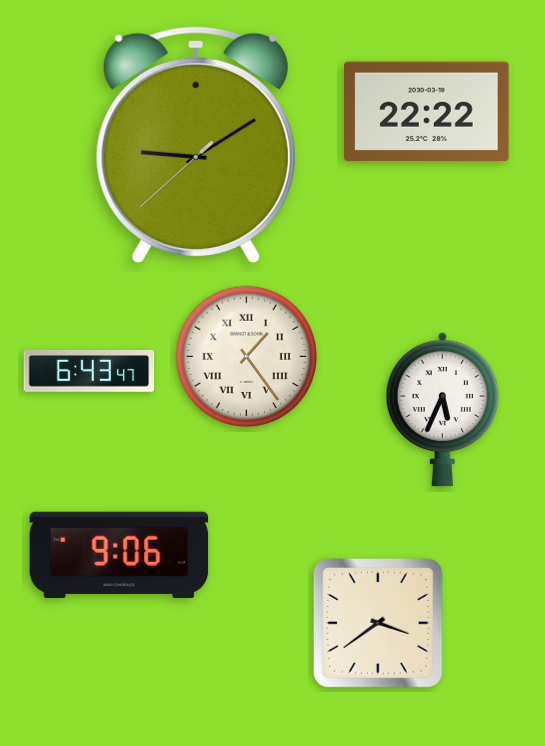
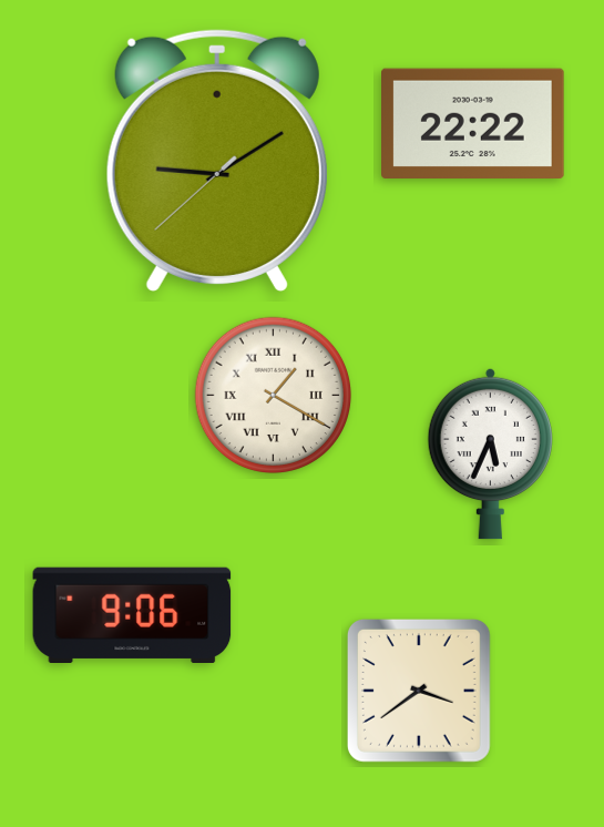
clock at (247, 357): 1:24 -> 1:20
clock at (89, 371): 6:43 -> none
